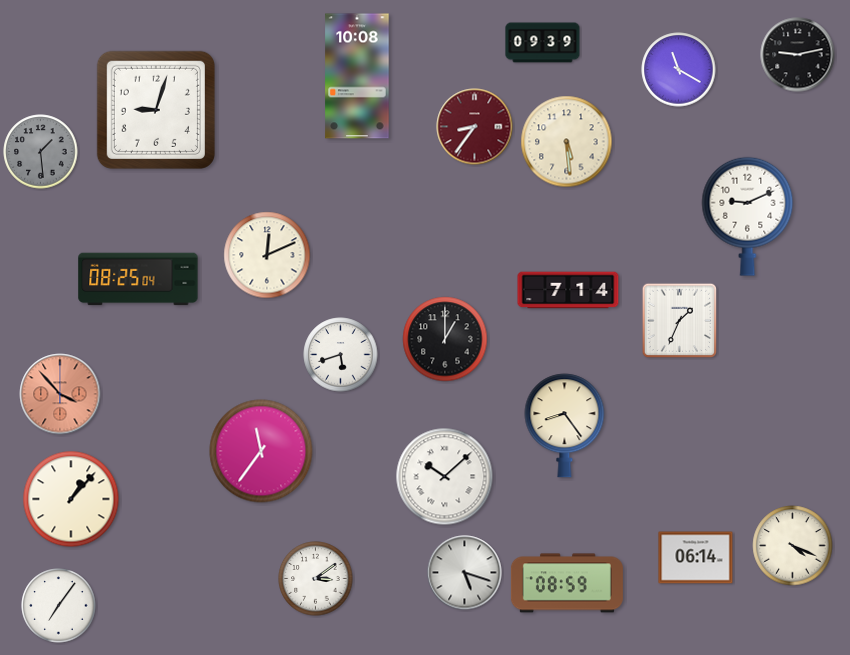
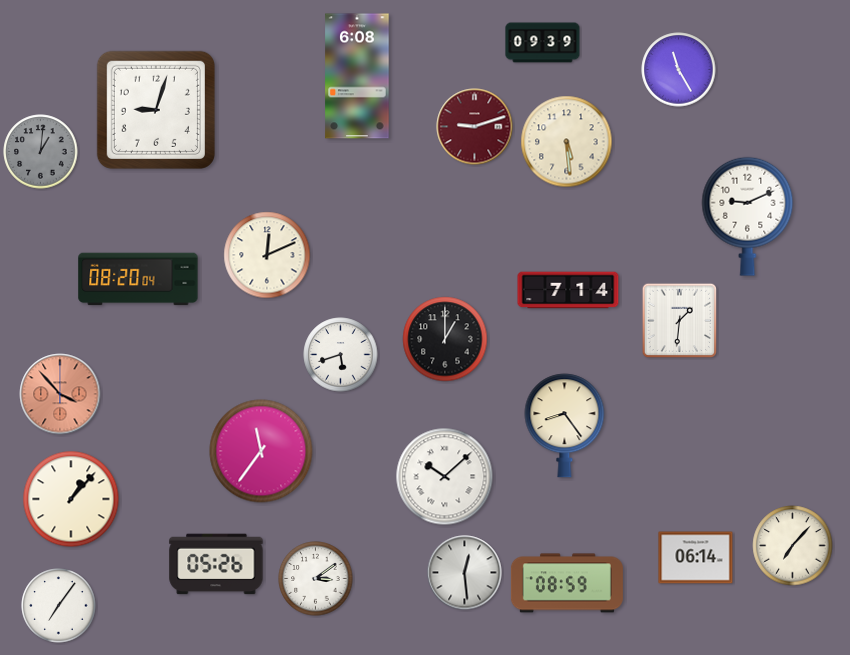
clock at (798, 55): 9:13 -> none
clock at (679, 70): 11:20 -> 11:25
clock at (357, 76): 10:08 -> 6:08
clock at (475, 127): 8:36 -> 9:12
clock at (41, 152): 1:29 -> 1:01
clock at (138, 279): 08:25 -> 08:20
clock at (680, 321): 1:34 -> 1:31
clock at (793, 546): 4:19 -> 7:07
clock at (216, 564): none -> 05:26
clock at (465, 573): 5:18 -> 12:29
